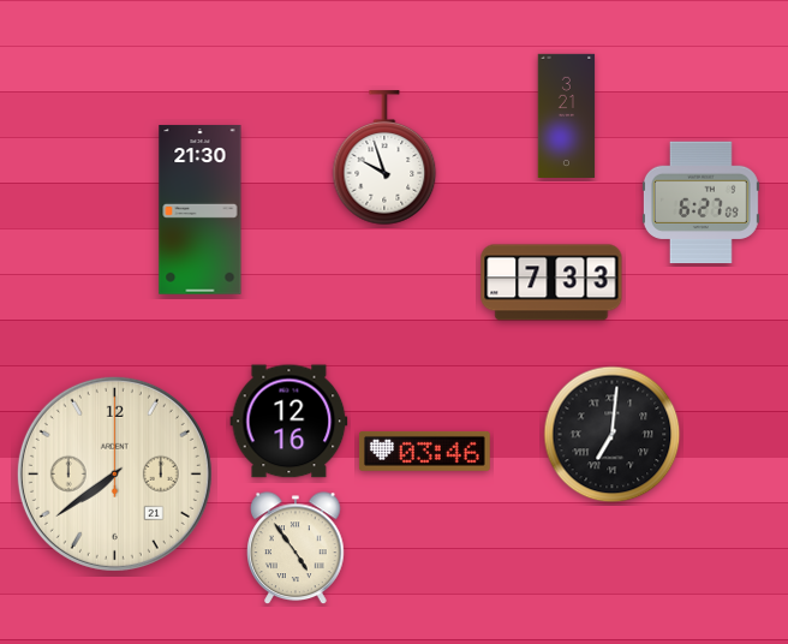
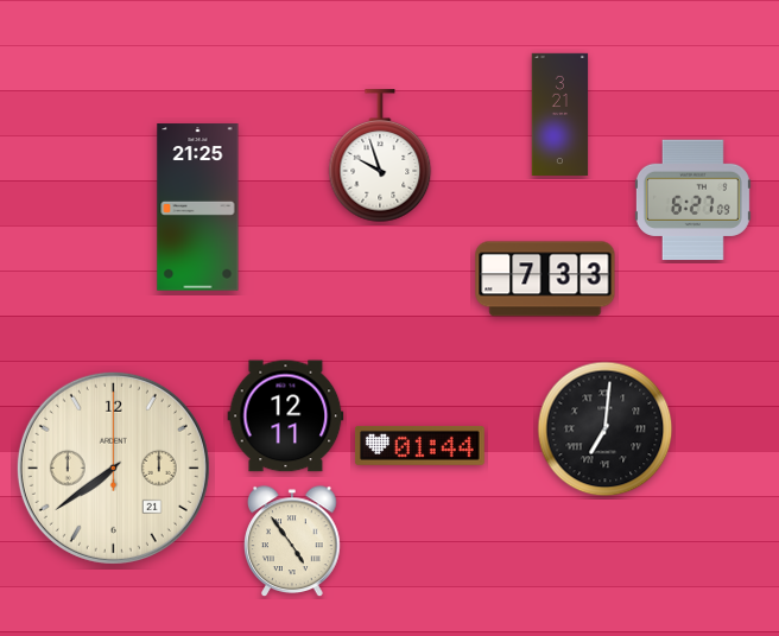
clock at (201, 210): 21:30 -> 21:25
clock at (289, 422): 12:16 -> 12:11
clock at (424, 451): 03:46 -> 01:44
